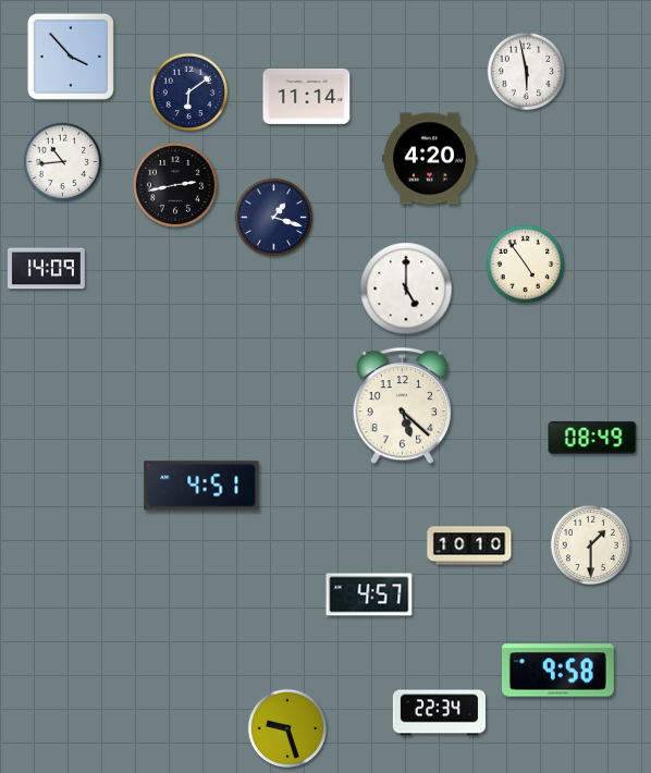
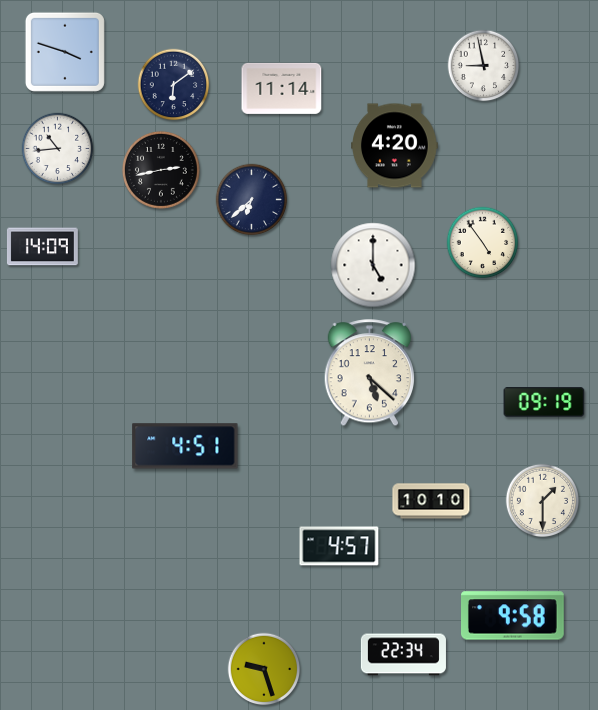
clock at (71, 57): 3:53 -> 3:48
clock at (527, 72): 5:58 -> 8:58
clock at (274, 218): 1:18 -> 6:38
clock at (592, 438): 08:49 -> 09:19
